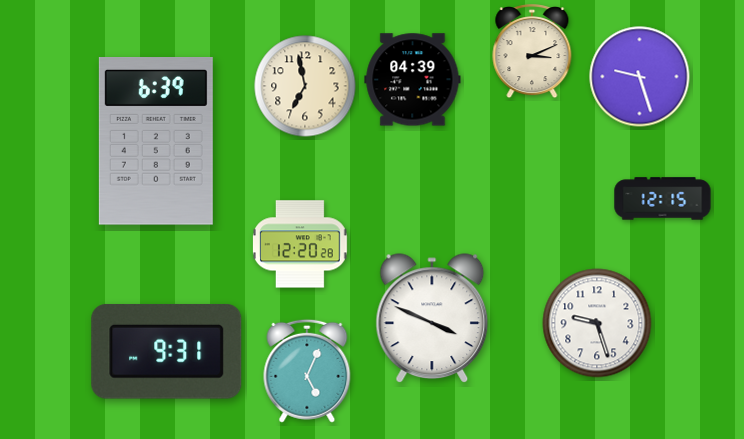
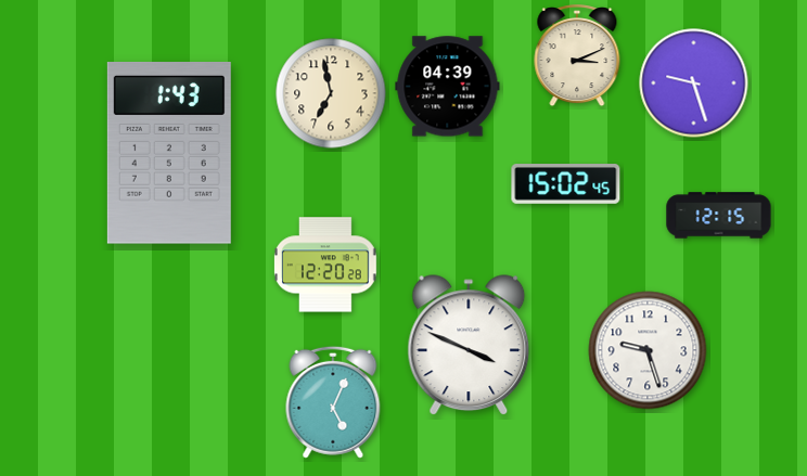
clock at (156, 142): 6:39 -> 1:43
clock at (566, 184): none -> 15:02
clock at (167, 351): 9:31 -> none
